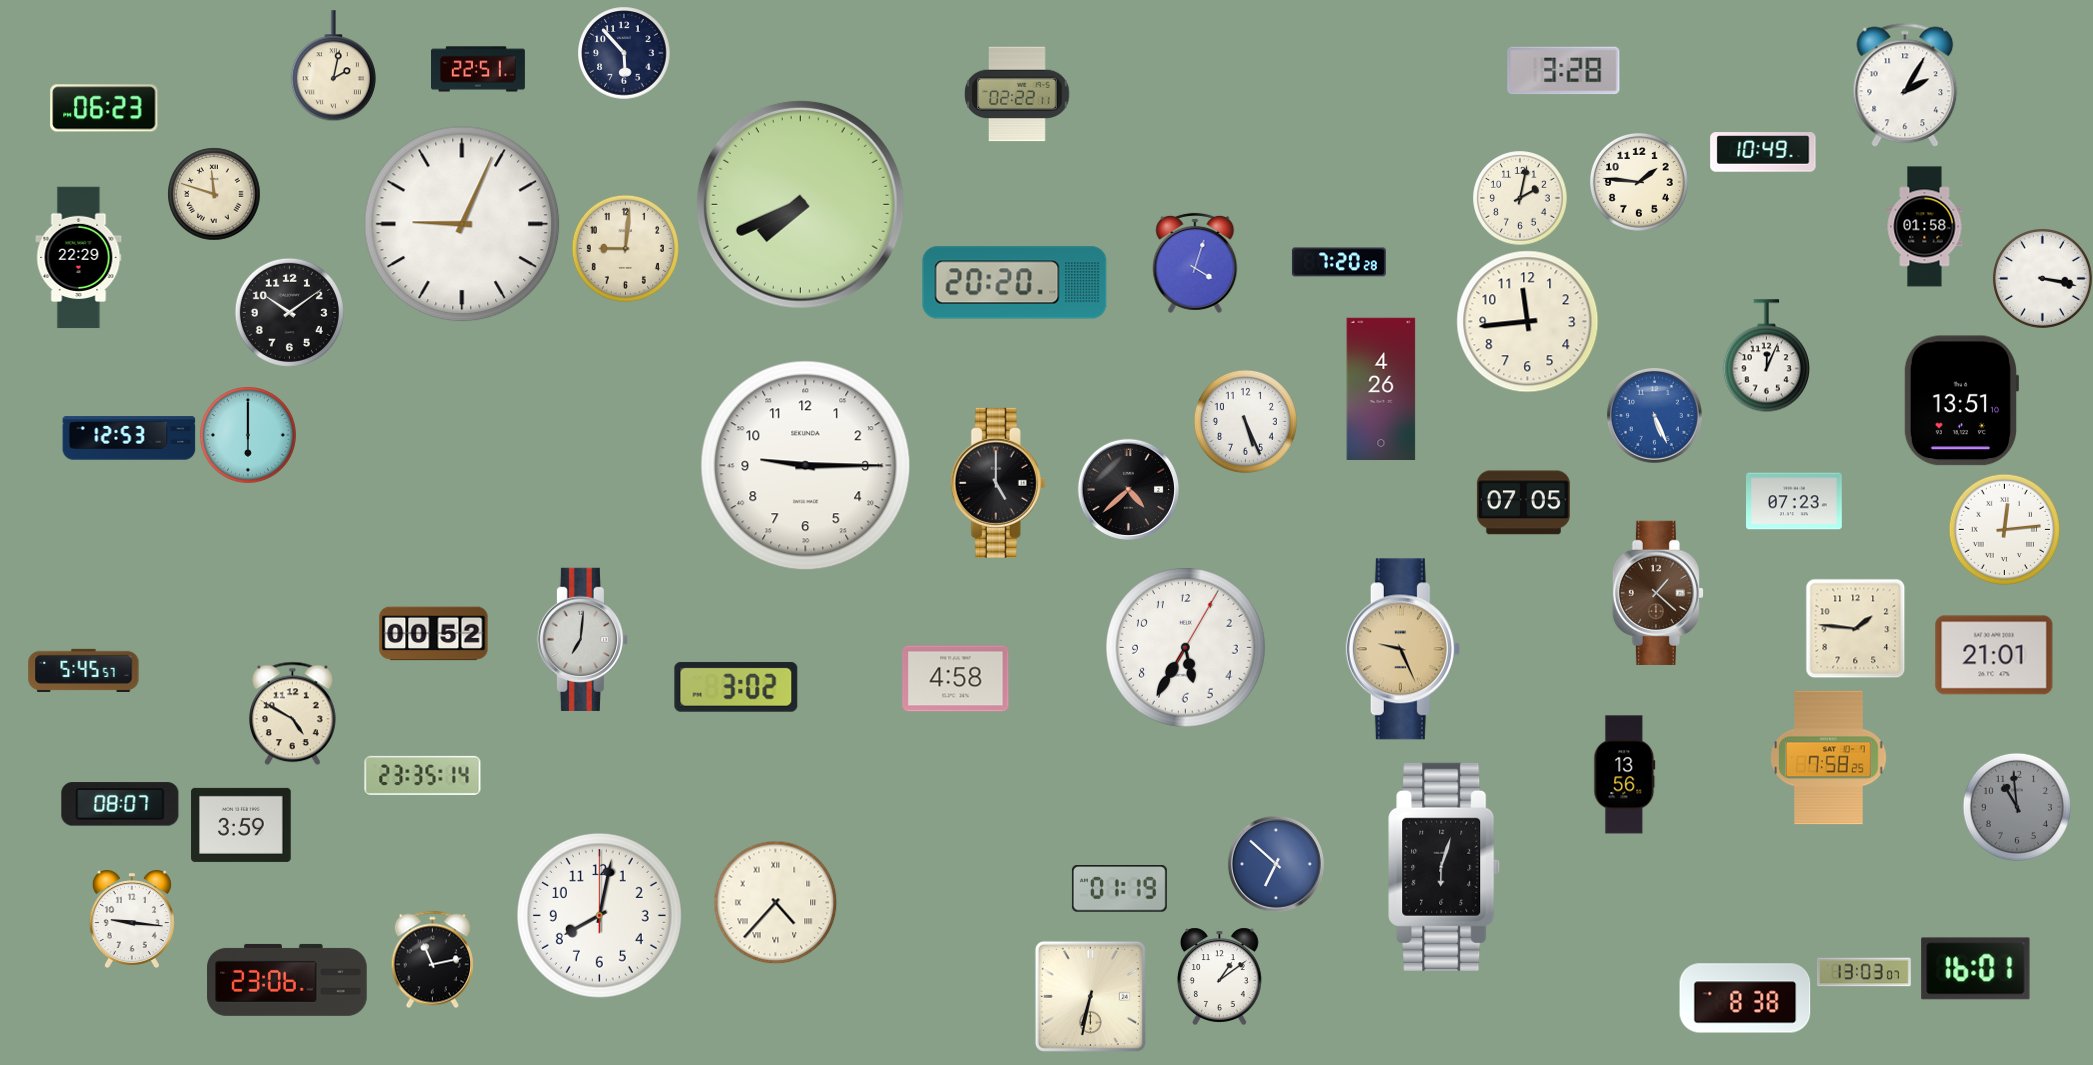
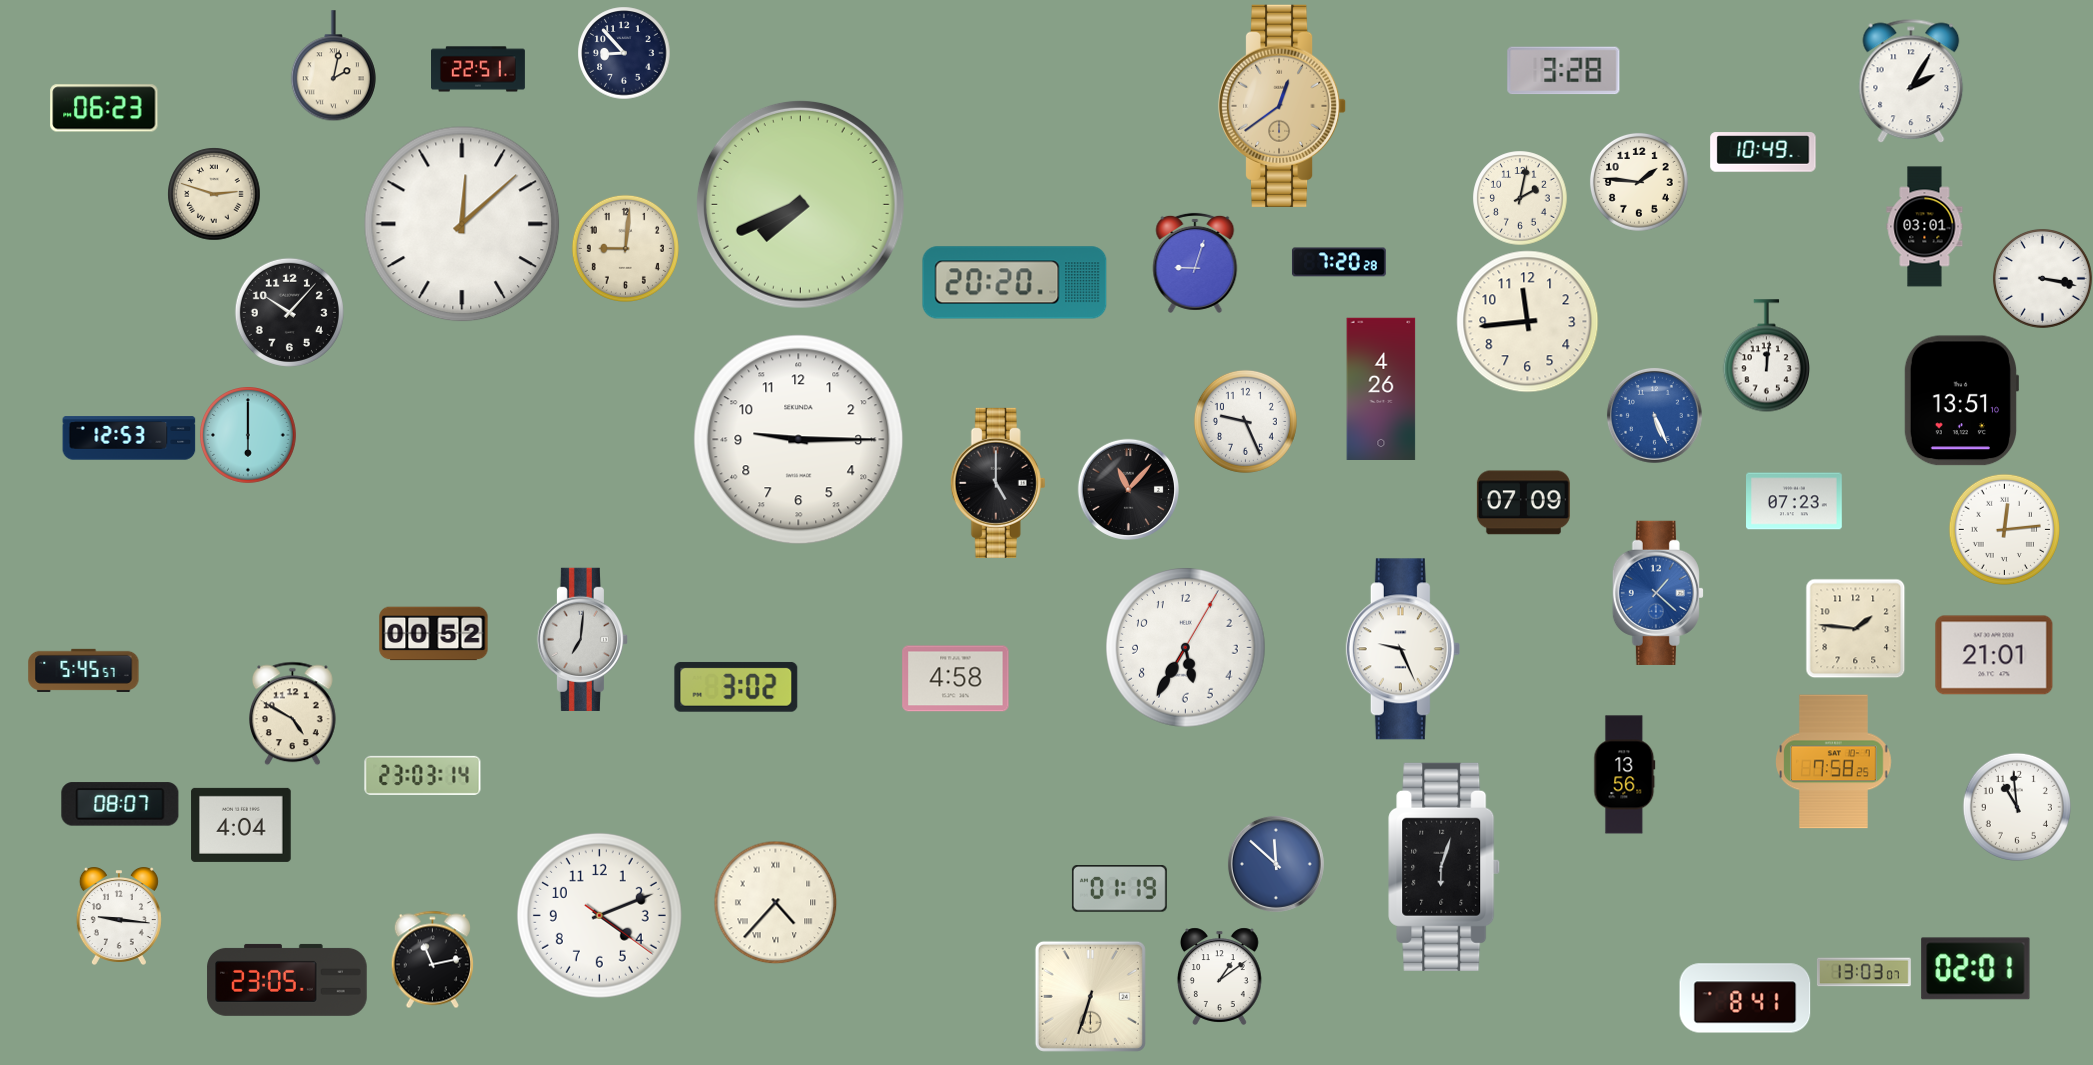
clock at (624, 53): 5:53 -> 8:53
clock at (1905, 85) position: (1905, 85) -> (1911, 81)
clock at (1017, 94): 02:22 -> none
clock at (1282, 106): none -> 12:39
clock at (214, 194): 11:48 -> 2:48
clock at (462, 224): 9:04 -> 12:08
clock at (1925, 227): 01:58 -> 03:01
clock at (79, 258): 22:29 -> none
clock at (1195, 263): 4:03 -> 9:03
clock at (289, 312): 10:09 -> 10:07
clock at (1766, 356): 12:04 -> 12:01
clock at (1245, 421): 5:26 -> 9:26
clock at (806, 466) position: (806, 466) -> (799, 440)
clock at (1128, 489): 4:38 -> 11:07
clock at (1523, 503): 07:05 -> 07:09
clock at (1658, 593) dial: brown -> blue
clock at (1403, 649) dial: champagne -> white
clock at (1829, 758) position: (1829, 758) -> (1834, 762)
clock at (423, 775): 23:35 -> 23:03
clock at (2017, 807) dial: grey -> white
clock at (241, 825): 3:59 -> 4:04
clock at (1276, 864): 6:52 -> 11:52
clock at (599, 915): 8:02 -> 4:11
clock at (132, 919) position: (132, 919) -> (119, 916)
clock at (1976, 969): 16:01 -> 02:01
clock at (287, 980): 23:06 -> 23:05
clock at (1090, 996): 6:32 -> 6:33
clock at (1745, 998): 8:38 -> 8:41
